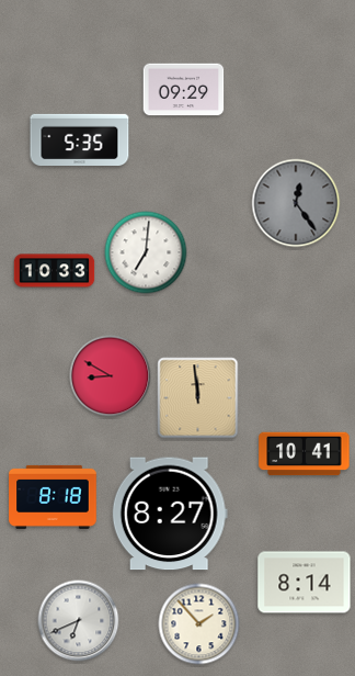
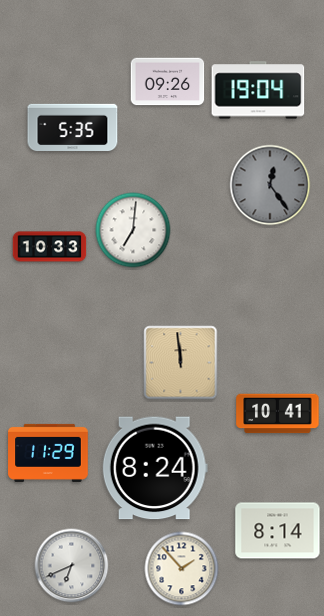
clock at (184, 90): 09:29 -> 09:26
clock at (258, 90): none -> 19:04
clock at (111, 376): 8:50 -> none
clock at (53, 497): 8:18 -> 11:29
clock at (170, 514): 8:27 -> 8:24
